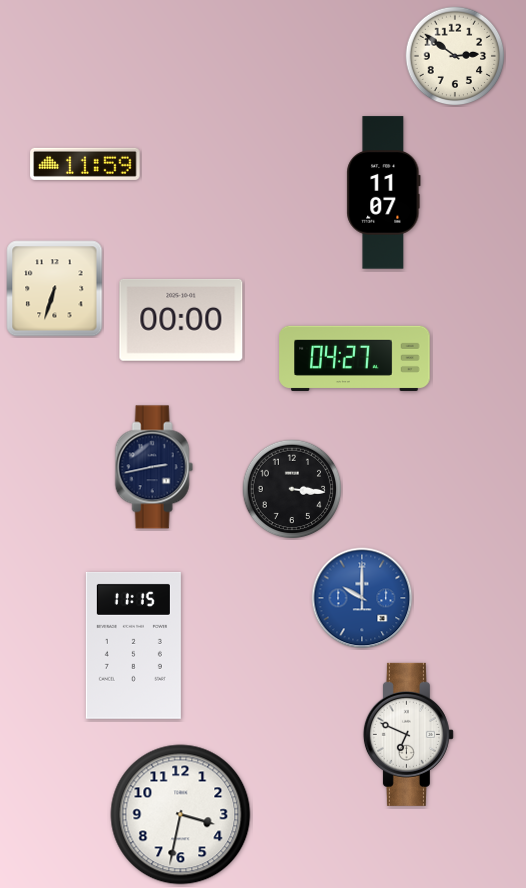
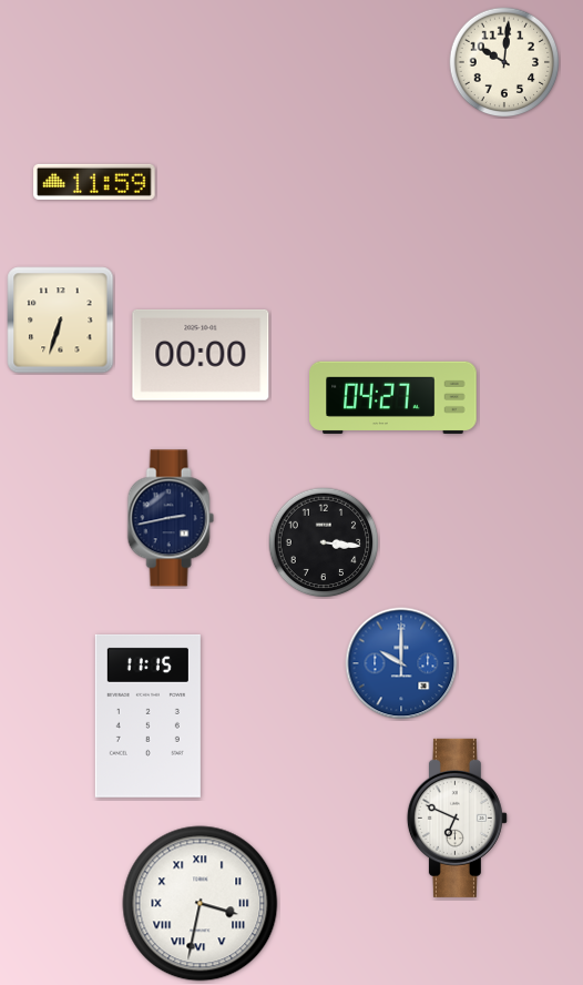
clock at (455, 56): 2:51 -> 10:01
clock at (384, 193): 11:07 -> none
clock at (408, 734) position: (408, 734) -> (457, 818)
clock at (181, 815) numerals: Arabic -> Roman
